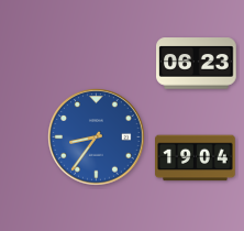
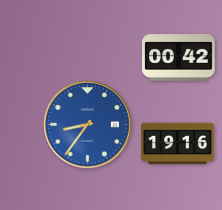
clock at (197, 64): 06:23 -> 00:42
clock at (196, 158): 19:04 -> 19:16
